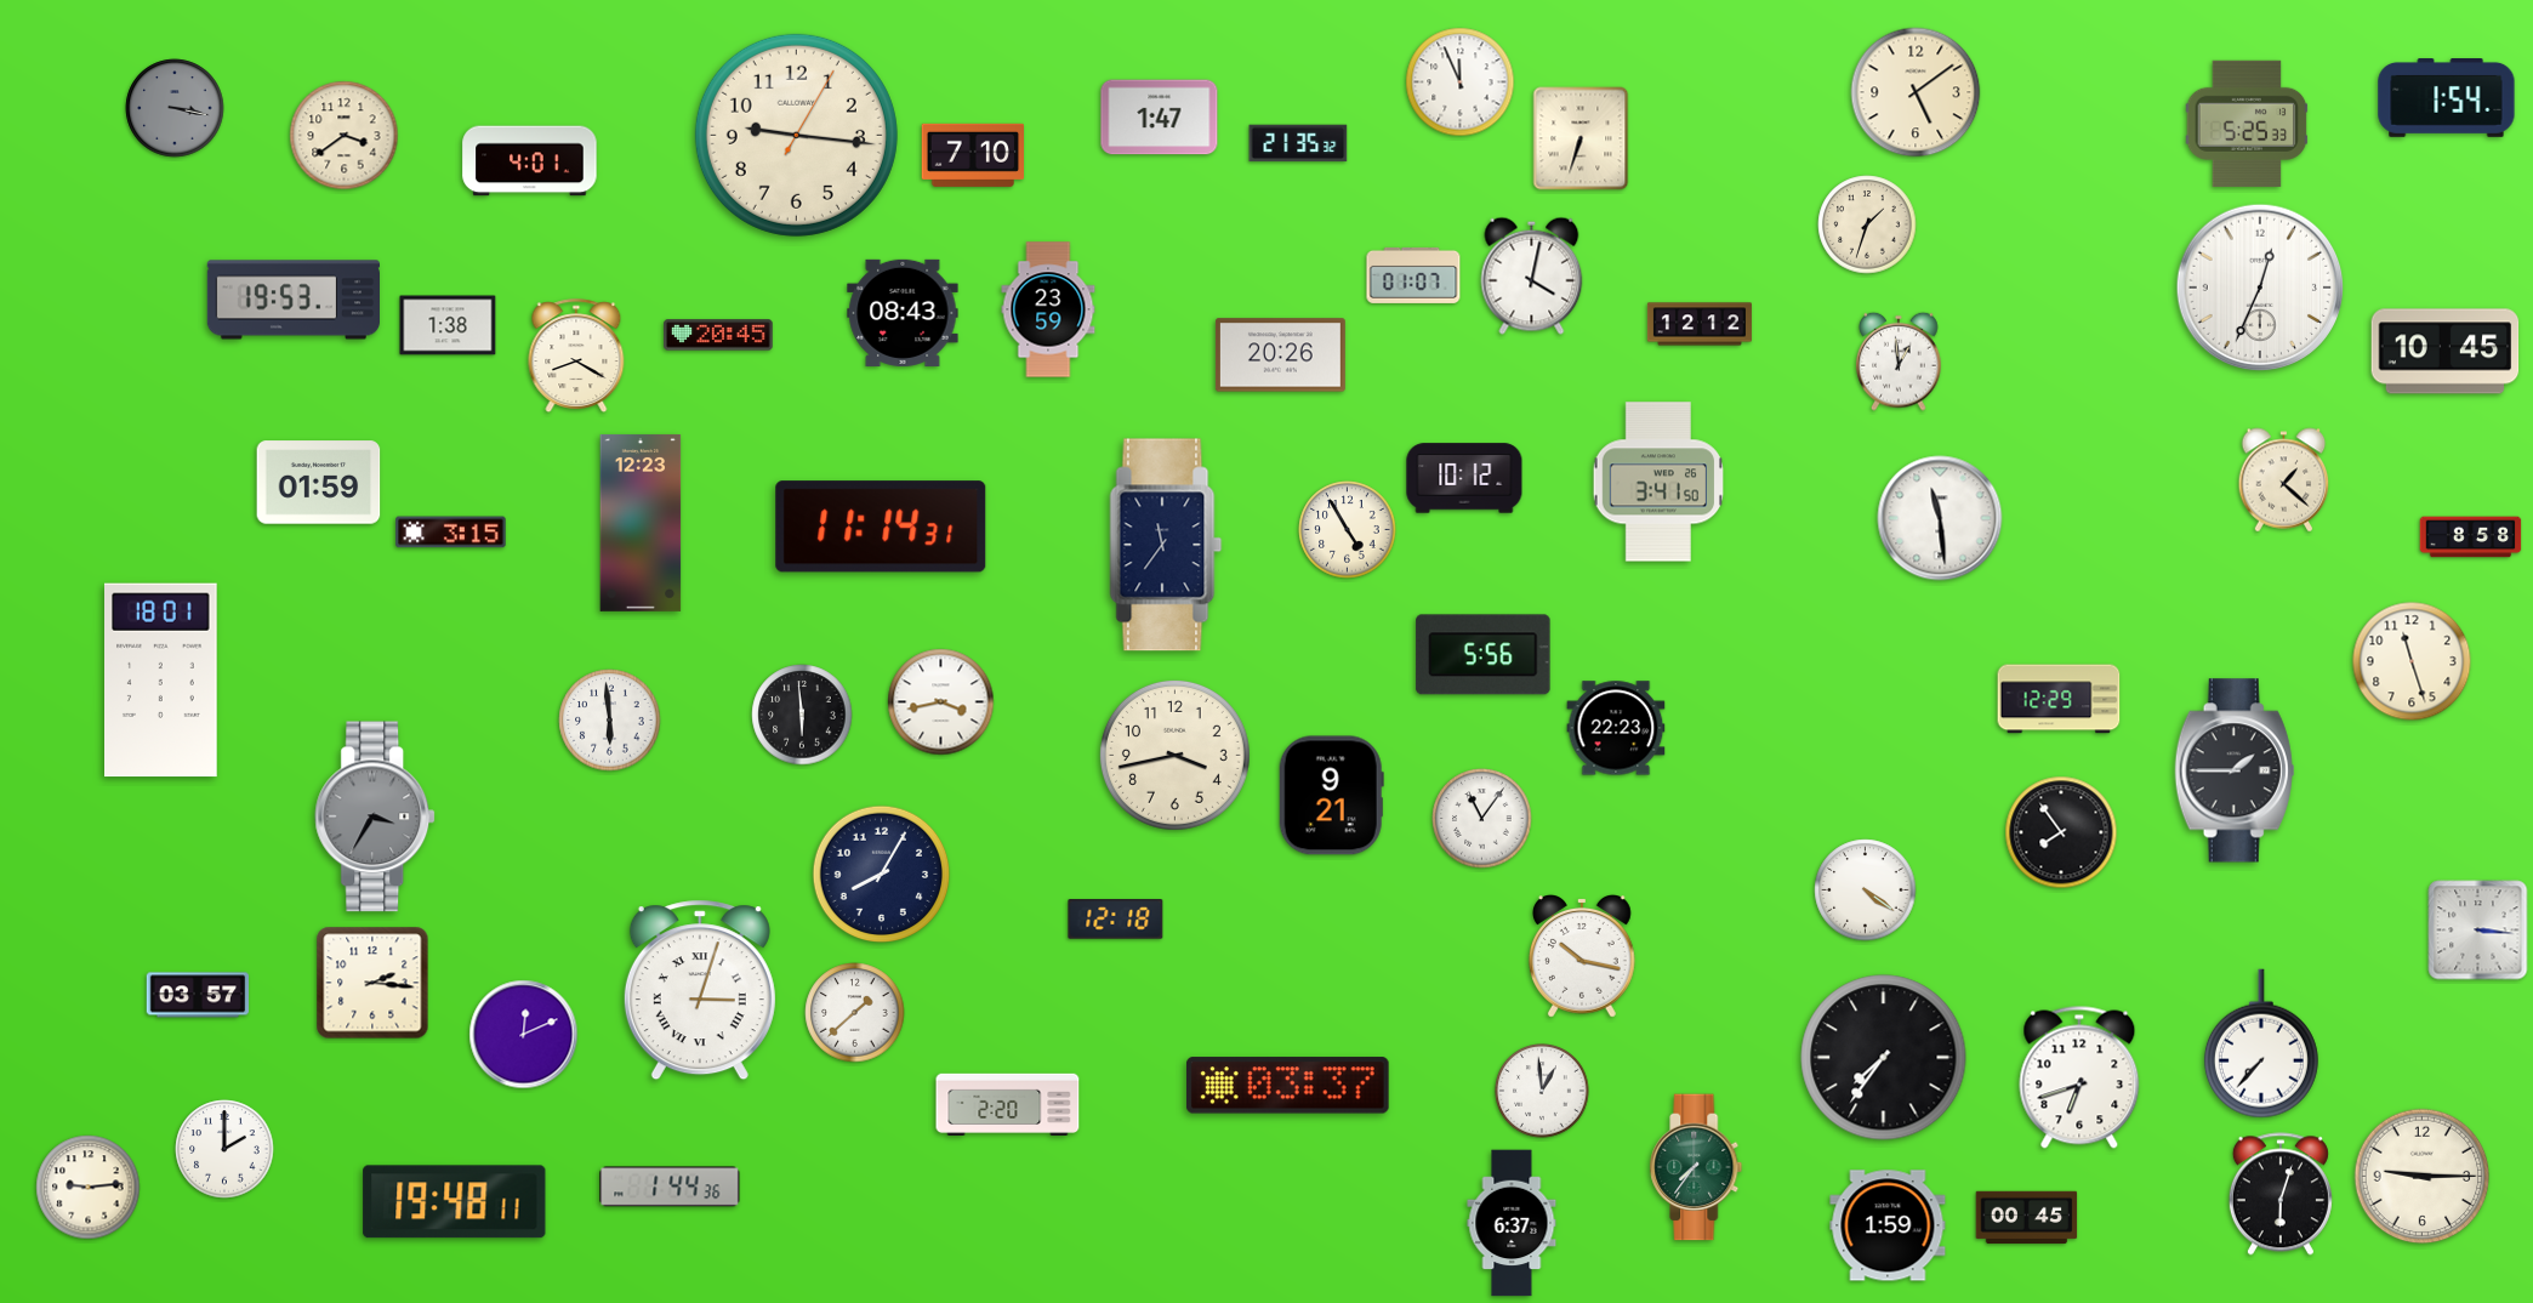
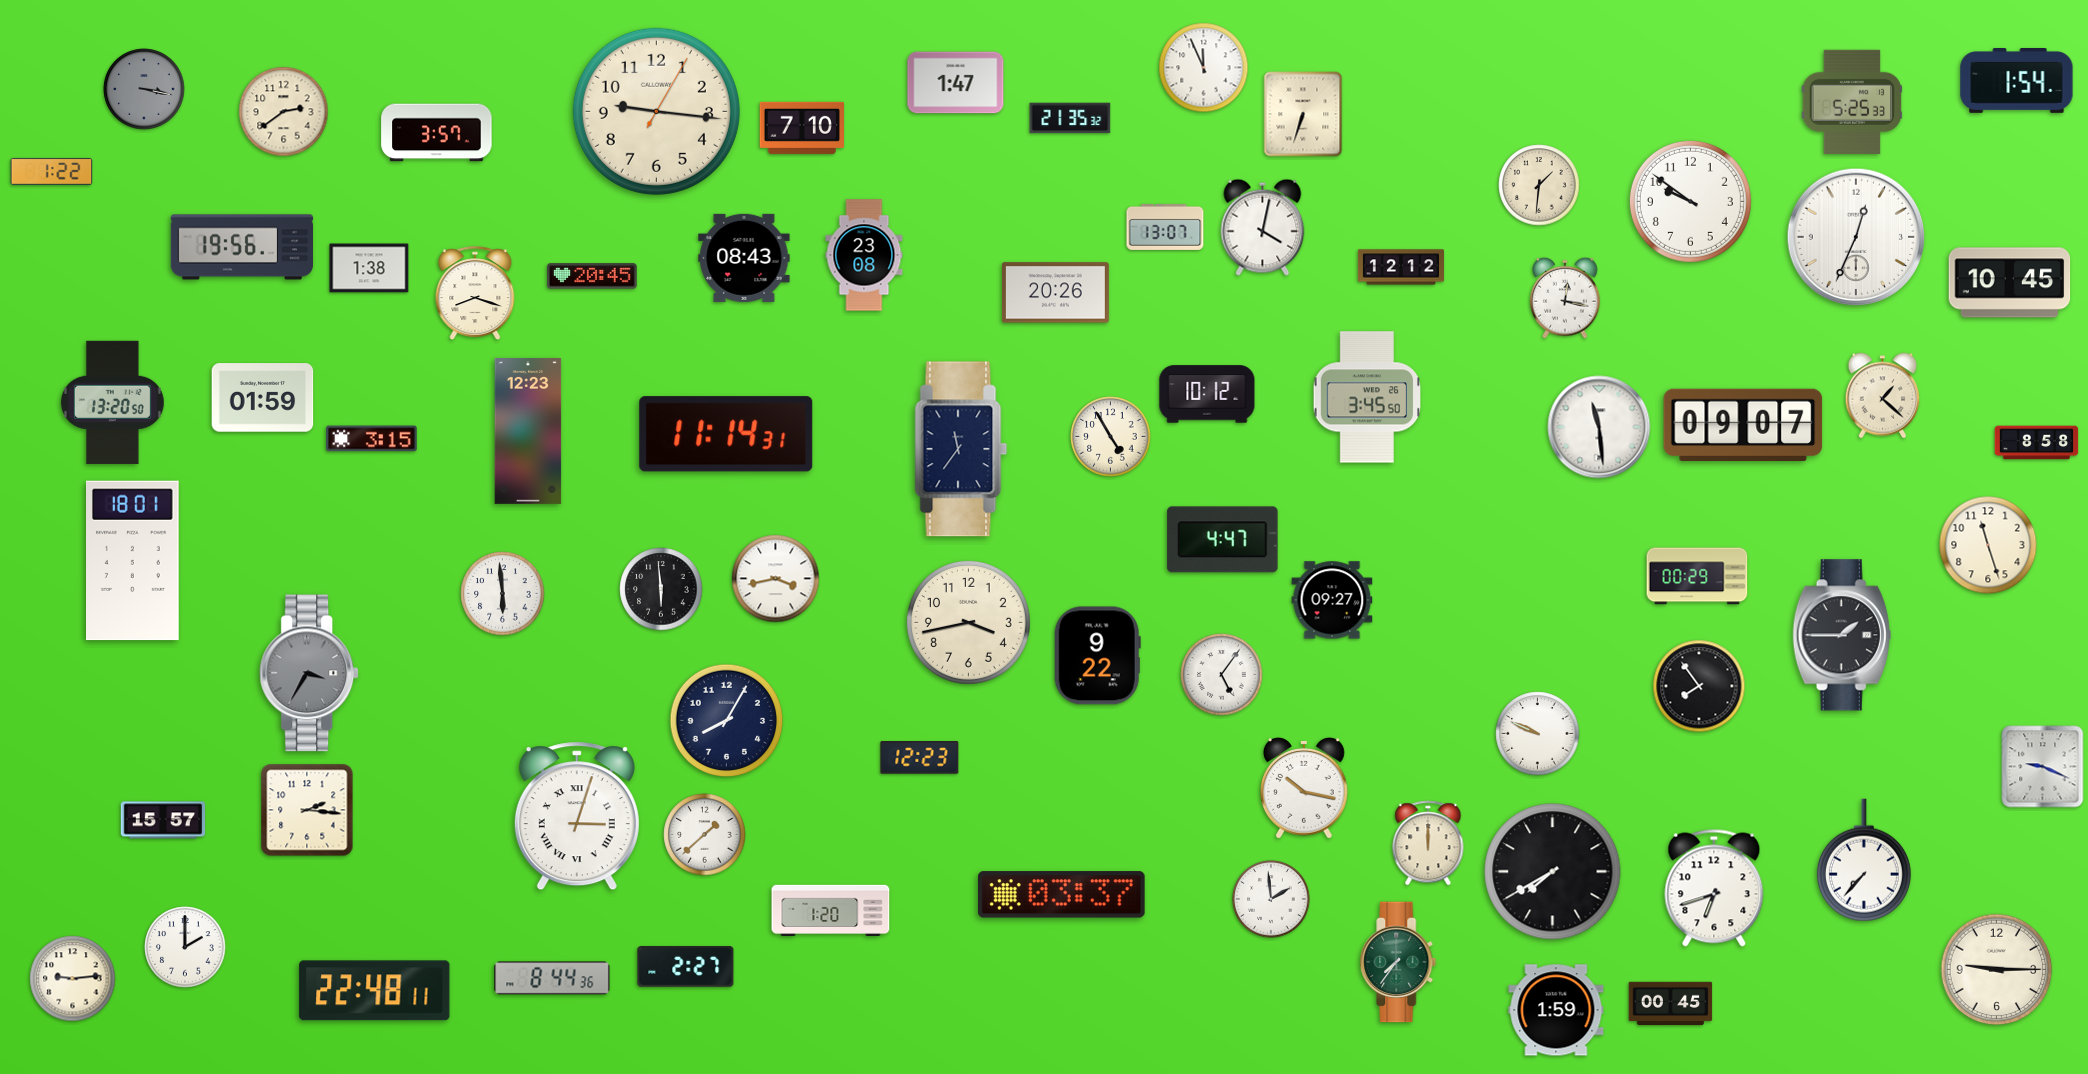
clock at (1916, 92): 5:09 -> none
clock at (1160, 118) position: (1160, 118) -> (956, 83)
clock at (345, 136): 3:39 -> 2:39
clock at (530, 161): 4:01 -> 3:57
clock at (52, 171): none -> 1:22
clock at (1867, 224): 1:33 -> 1:31
clock at (1690, 201): none -> 9:51
clock at (1413, 275): 01:07 -> 13:07
clock at (2260, 288) position: (2260, 288) -> (1856, 237)
clock at (292, 300): 19:53 -> 19:56
clock at (1048, 309): 23:59 -> 23:08
clock at (2446, 352) position: (2446, 352) -> (2010, 283)
clock at (576, 355): 8:20 -> 8:18
clock at (1899, 362): 12:59 -> 12:17
clock at (1657, 482): 3:41 -> 3:45
clock at (112, 402): none -> 13:20
clock at (1743, 424): none -> 09:07
clock at (1484, 655): 5:56 -> 4:47
clock at (2059, 699): 12:29 -> 00:29
clock at (1616, 728): 22:23 -> 09:27
clock at (1331, 796): 9:21 -> 9:22
clock at (1482, 819): 11:06 -> 5:06
clock at (1866, 891): 4:21 -> 9:49
clock at (1116, 920): 12:18 -> 12:23
clock at (2478, 931): 3:16 -> 9:19
clock at (198, 995): 03:57 -> 15:57
clock at (1428, 843): none -> 12:00
clock at (524, 1035): 12:11 -> none
clock at (1884, 1058): 7:36 -> 7:40
clock at (1542, 1091): 12:59 -> 1:59
clock at (1008, 1104): 2:20 -> 1:20
clock at (686, 967): none -> 2:27
clock at (670, 1187): 1:44 -> 8:44
clock at (2281, 1194): 6:03 -> none
clock at (455, 1202): 19:48 -> 22:48
clock at (1512, 1223): 6:37 -> none
